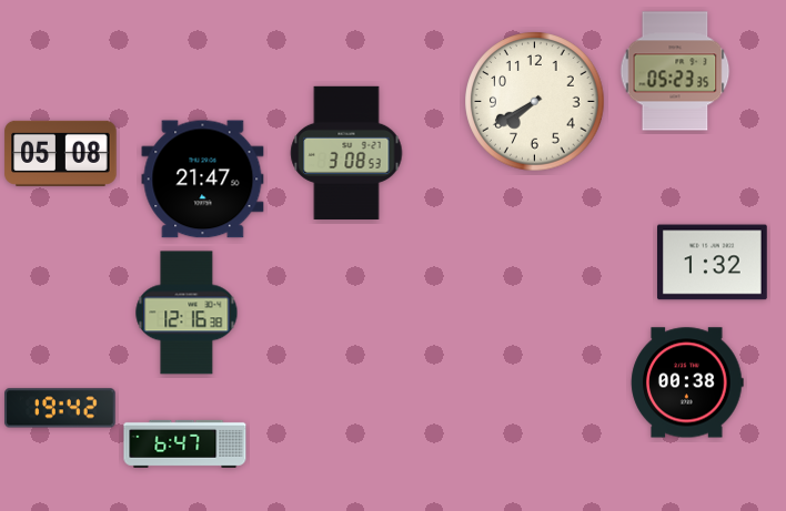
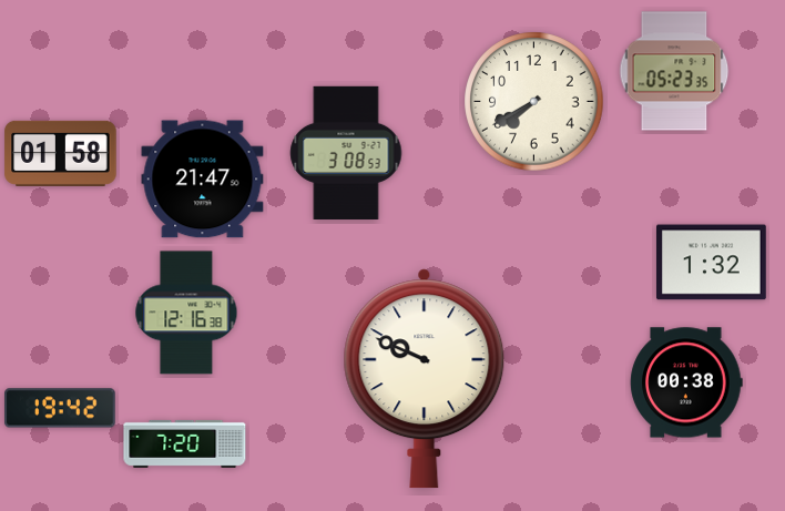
clock at (61, 153): 05:08 -> 01:58
clock at (425, 379): none -> 9:49
clock at (185, 443): 6:47 -> 7:20
